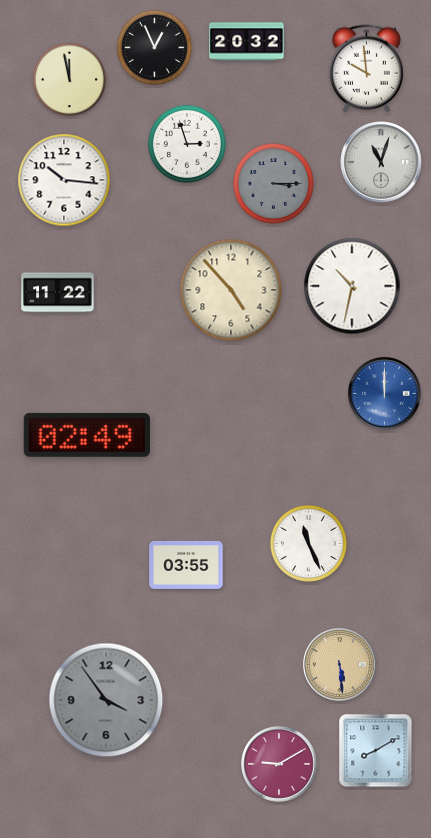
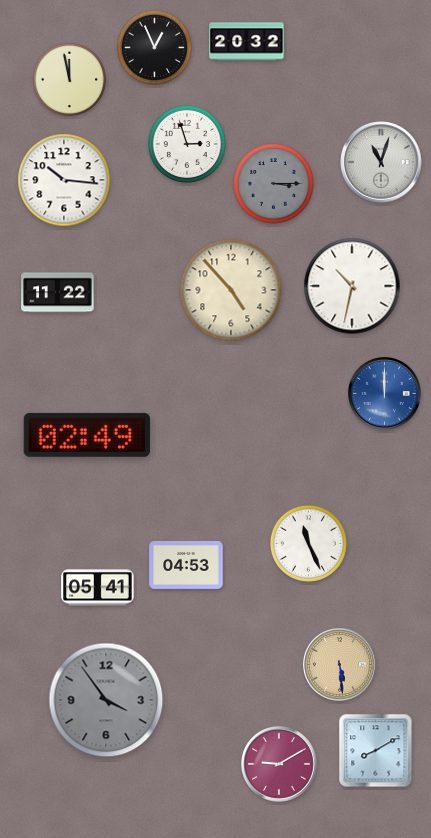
clock at (366, 69): 9:59 -> none
clock at (186, 565): 03:55 -> 04:53
clock at (98, 588): none -> 05:41
